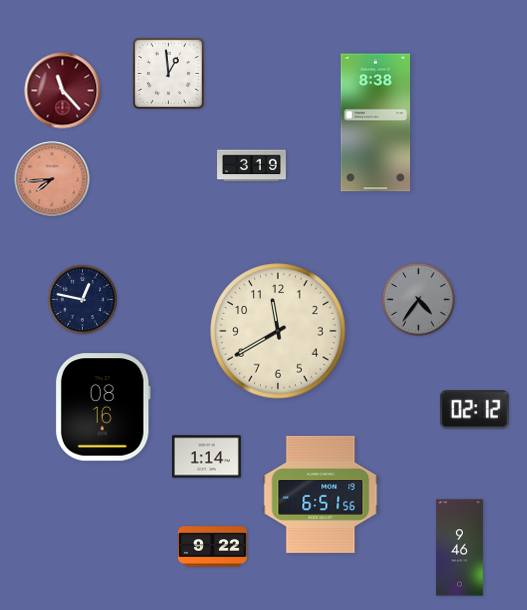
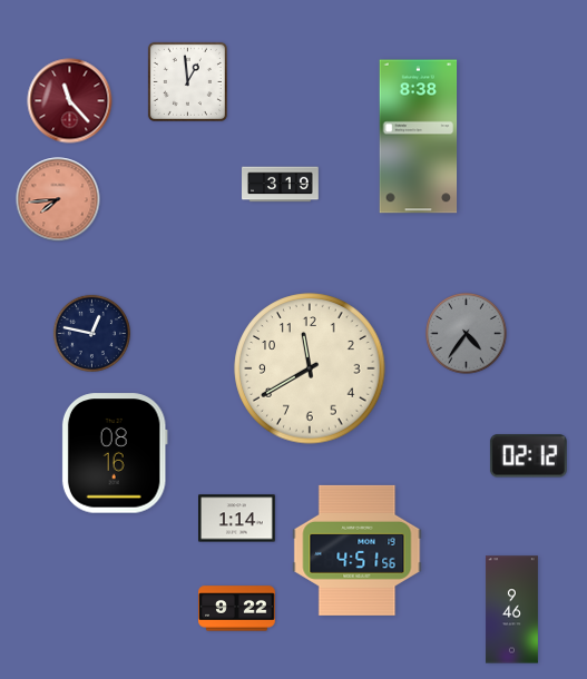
clock at (207, 457) position: (207, 457) -> (237, 519)
clock at (321, 494): 6:51 -> 4:51
